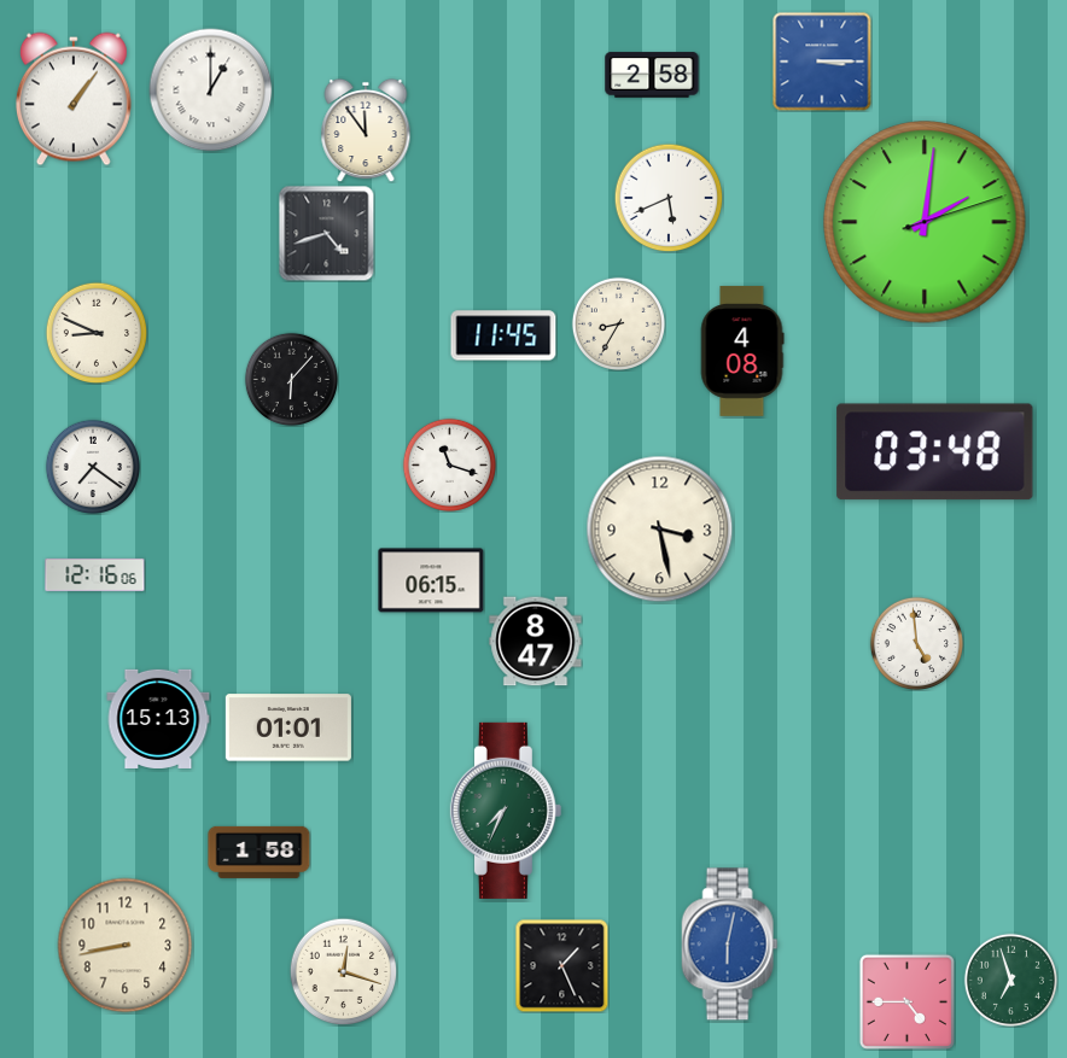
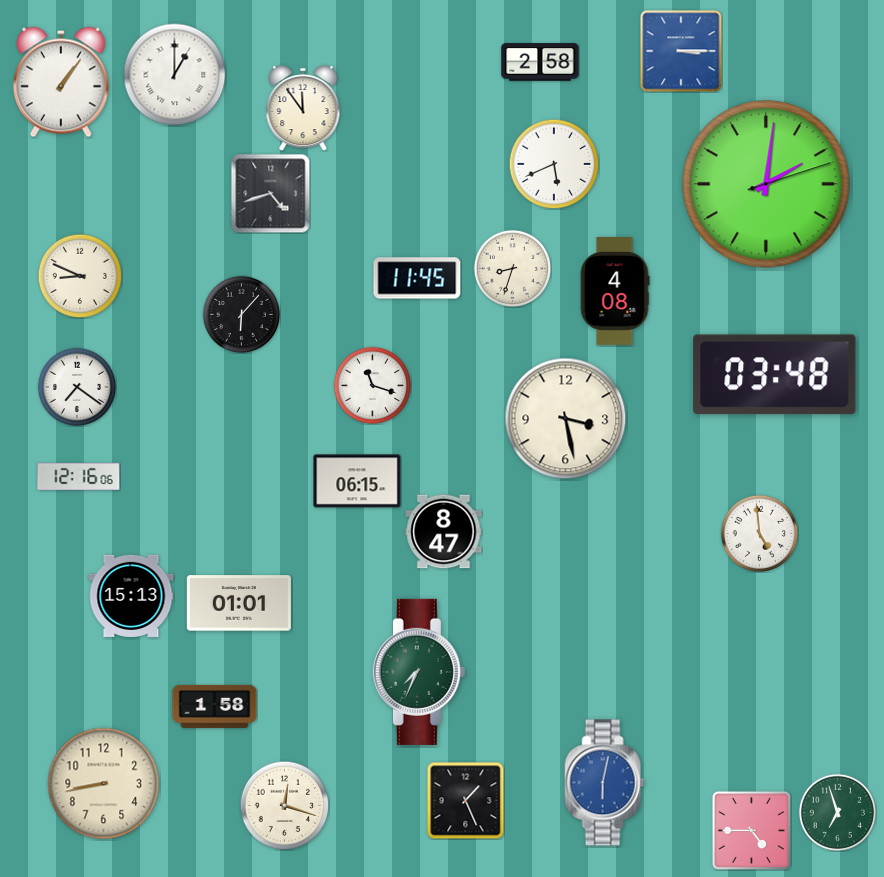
clock at (618, 323): 8:35 -> 8:33
clock at (660, 530) position: (660, 530) -> (566, 419)
